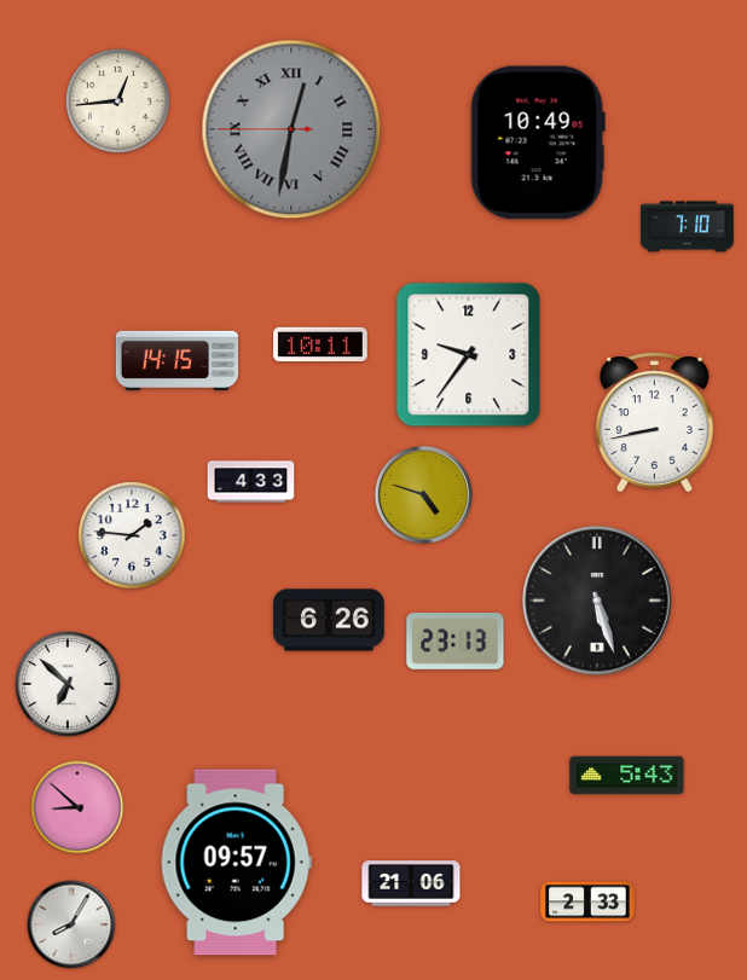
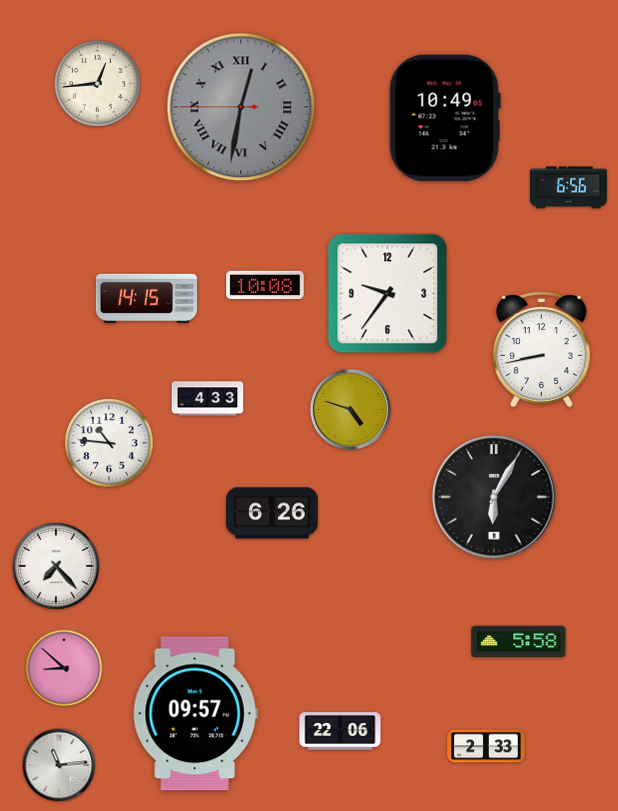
clock at (688, 227): 7:10 -> 6:56
clock at (320, 344): 10:11 -> 10:08
clock at (132, 535): 1:46 -> 10:46
clock at (597, 601): 5:27 -> 6:05
clock at (456, 642): 23:13 -> none
clock at (69, 685): 6:52 -> 7:23
clock at (627, 776): 5:43 -> 5:58
clock at (411, 883): 21:06 -> 22:06
clock at (71, 924): 8:05 -> 11:14
